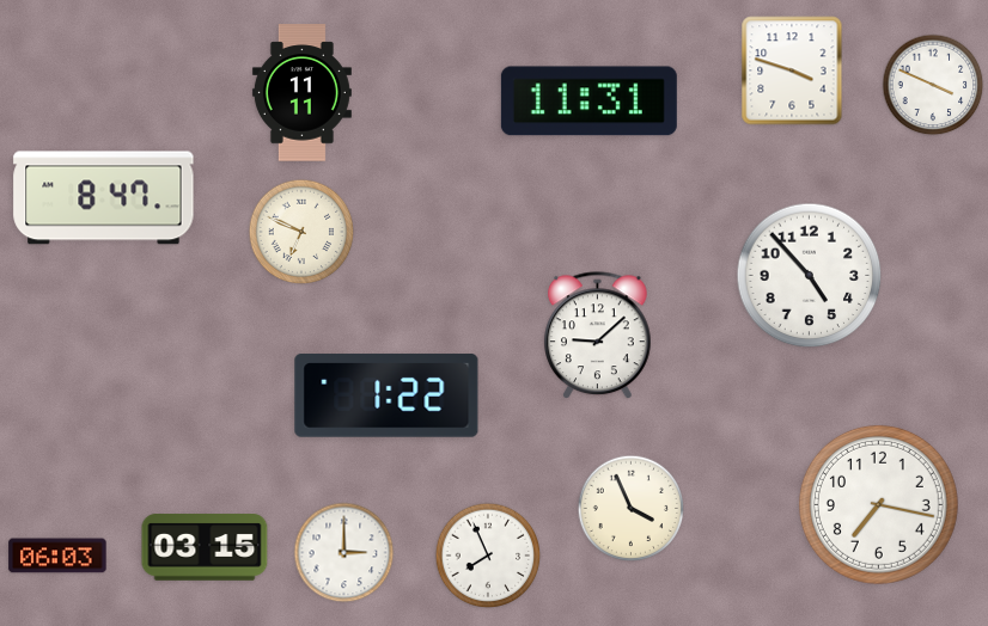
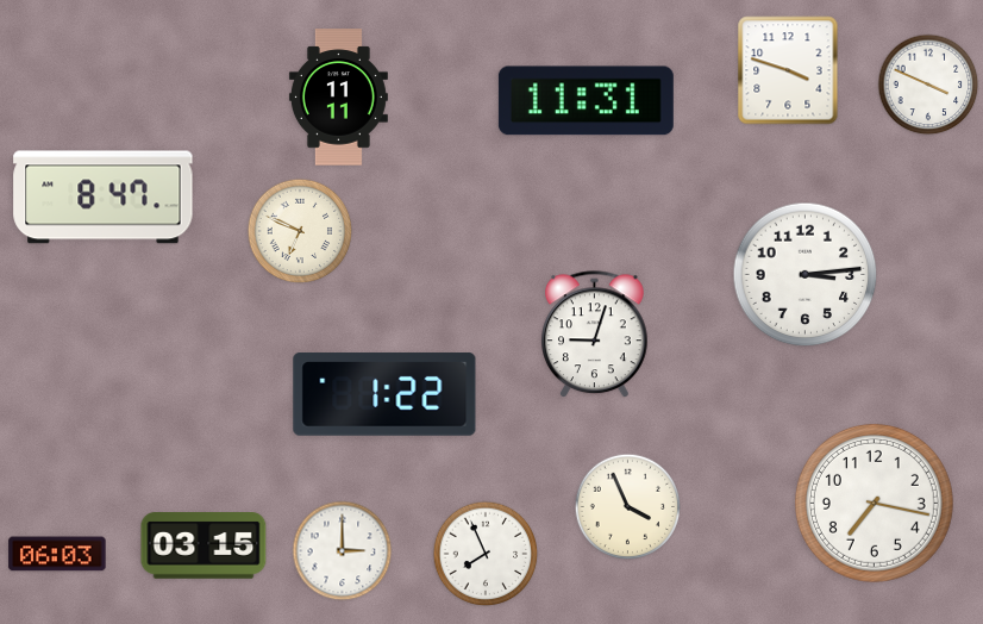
clock at (301, 93) position: (301, 93) -> (338, 98)
clock at (810, 276): 4:53 -> 3:14
clock at (598, 336): 9:08 -> 9:03
